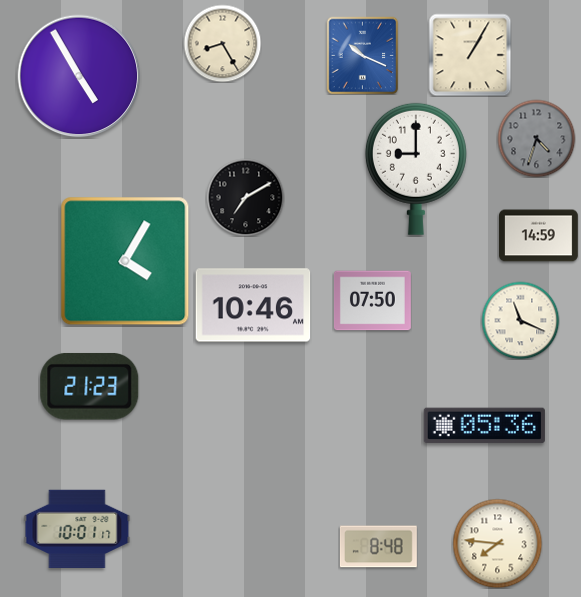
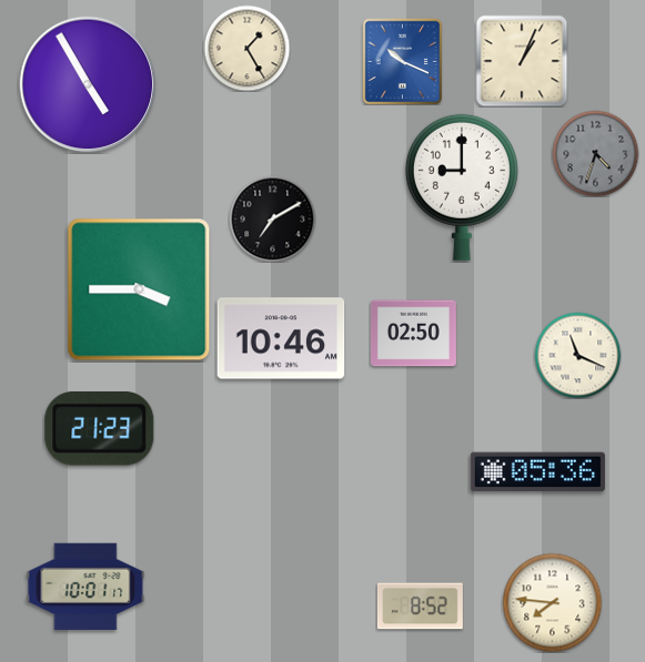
clock at (222, 43): 8:25 -> 1:25
clock at (470, 55): 1:05 -> 1:04
clock at (539, 236): 14:59 -> none
clock at (125, 261): 4:05 -> 3:45
clock at (372, 301): 07:50 -> 02:50
clock at (378, 547): 8:48 -> 8:52
